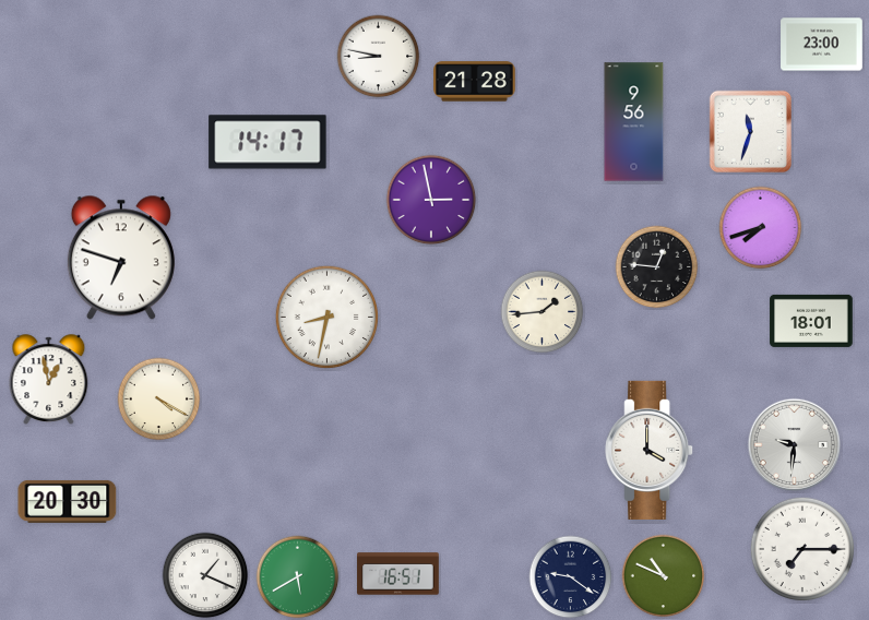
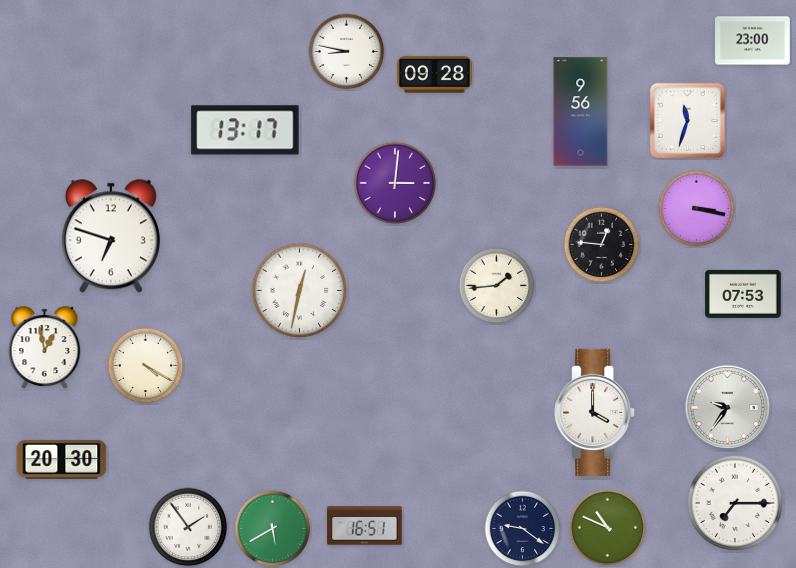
clock at (475, 82): 21:28 -> 09:28
clock at (267, 142): 14:17 -> 13:17
clock at (431, 200): 2:58 -> 3:01
clock at (761, 228): 7:42 -> 3:17
clock at (328, 318): 8:32 -> 12:32
clock at (811, 321): 18:01 -> 07:53
clock at (795, 445): 9:31 -> 9:36
clock at (205, 575): 1:19 -> 1:54
